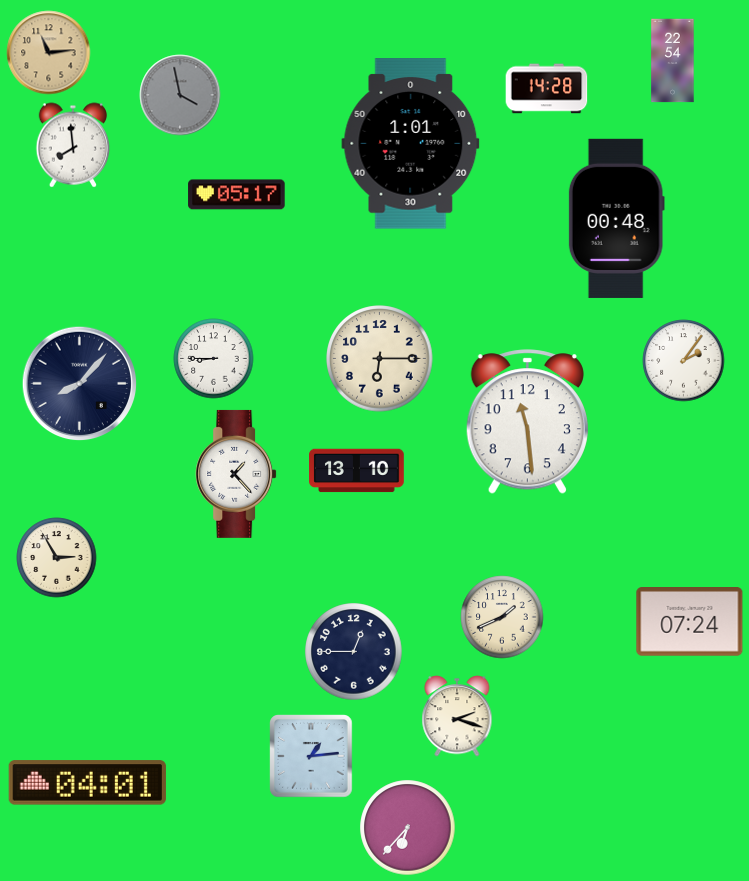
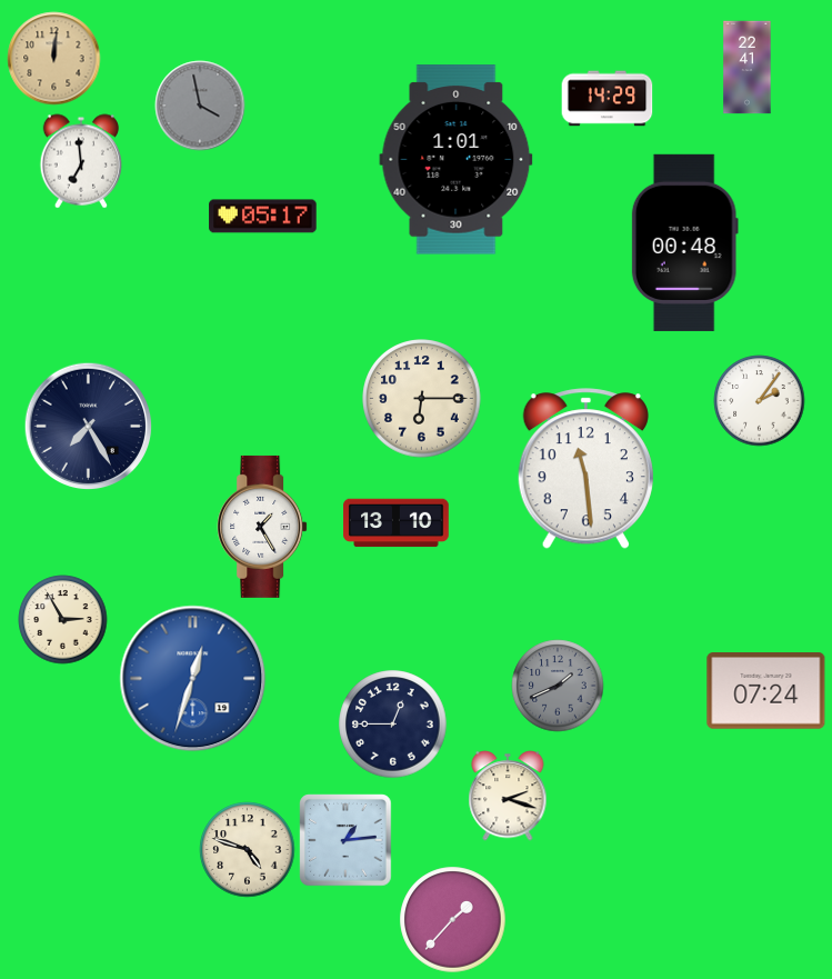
clock at (49, 53): 11:14 -> 12:01
clock at (673, 61): 22:54 -> 22:41
clock at (547, 89): 14:28 -> 14:29
clock at (73, 145): 7:59 -> 6:59
clock at (214, 359): 8:45 -> none
clock at (80, 384): 8:07 -> 7:25
clock at (236, 474): 1:23 -> 1:25
clock at (193, 679): none -> 12:33
clock at (502, 617) dial: cream -> grey
clock at (248, 850): none -> 4:48
clock at (87, 783): 04:01 -> none
clock at (408, 828): 6:37 -> 1:37
